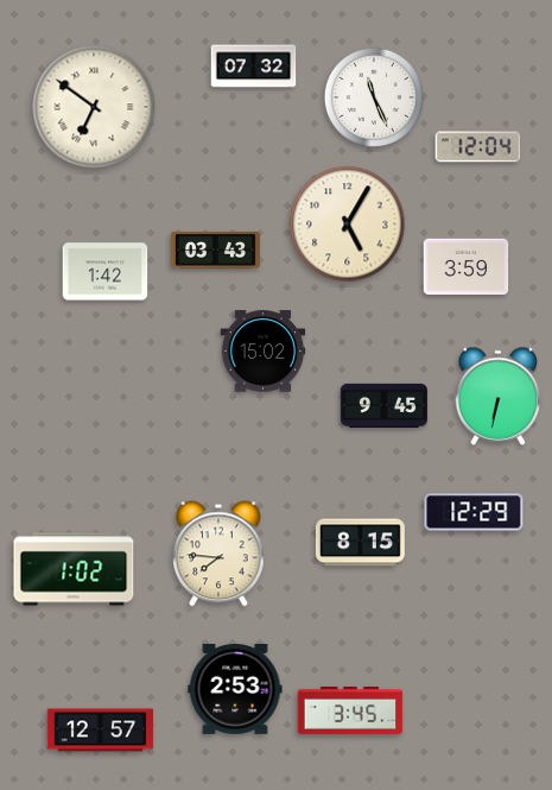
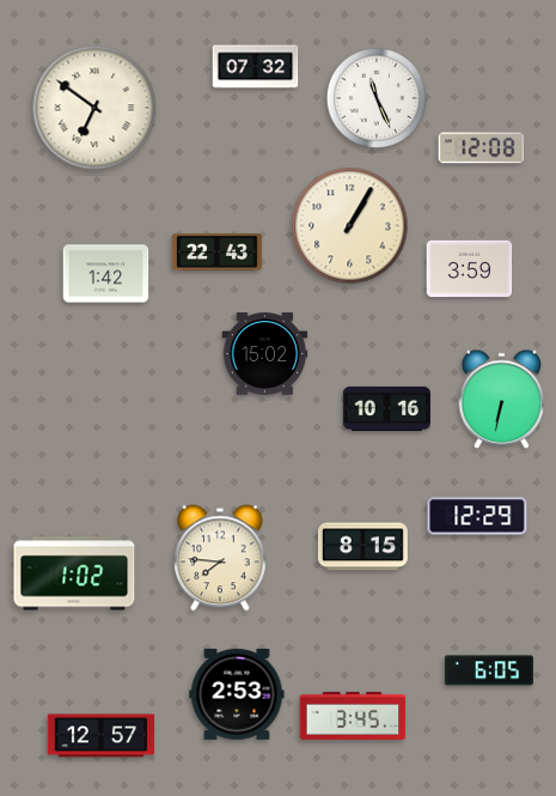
clock at (478, 147): 12:04 -> 12:08
clock at (348, 225): 5:05 -> 1:05
clock at (215, 251): 03:43 -> 22:43
clock at (383, 405): 9:45 -> 10:16
clock at (489, 670): none -> 6:05
